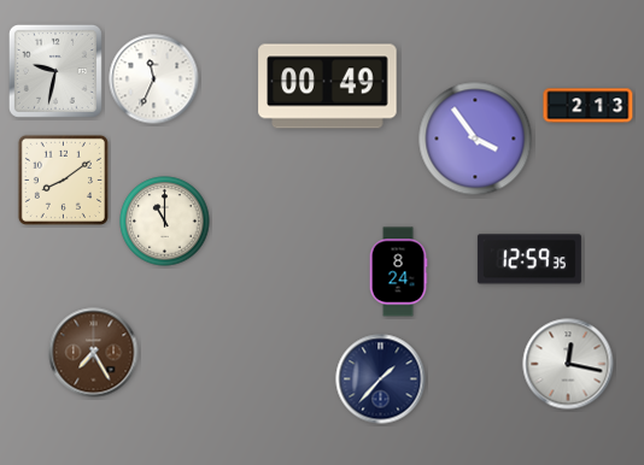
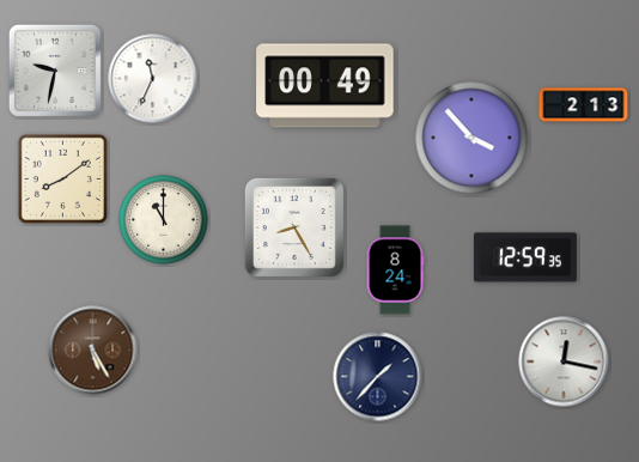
clock at (475, 139): 3:54 -> 3:53
clock at (294, 227): none -> 8:25
clock at (94, 353): 7:25 -> 5:25
